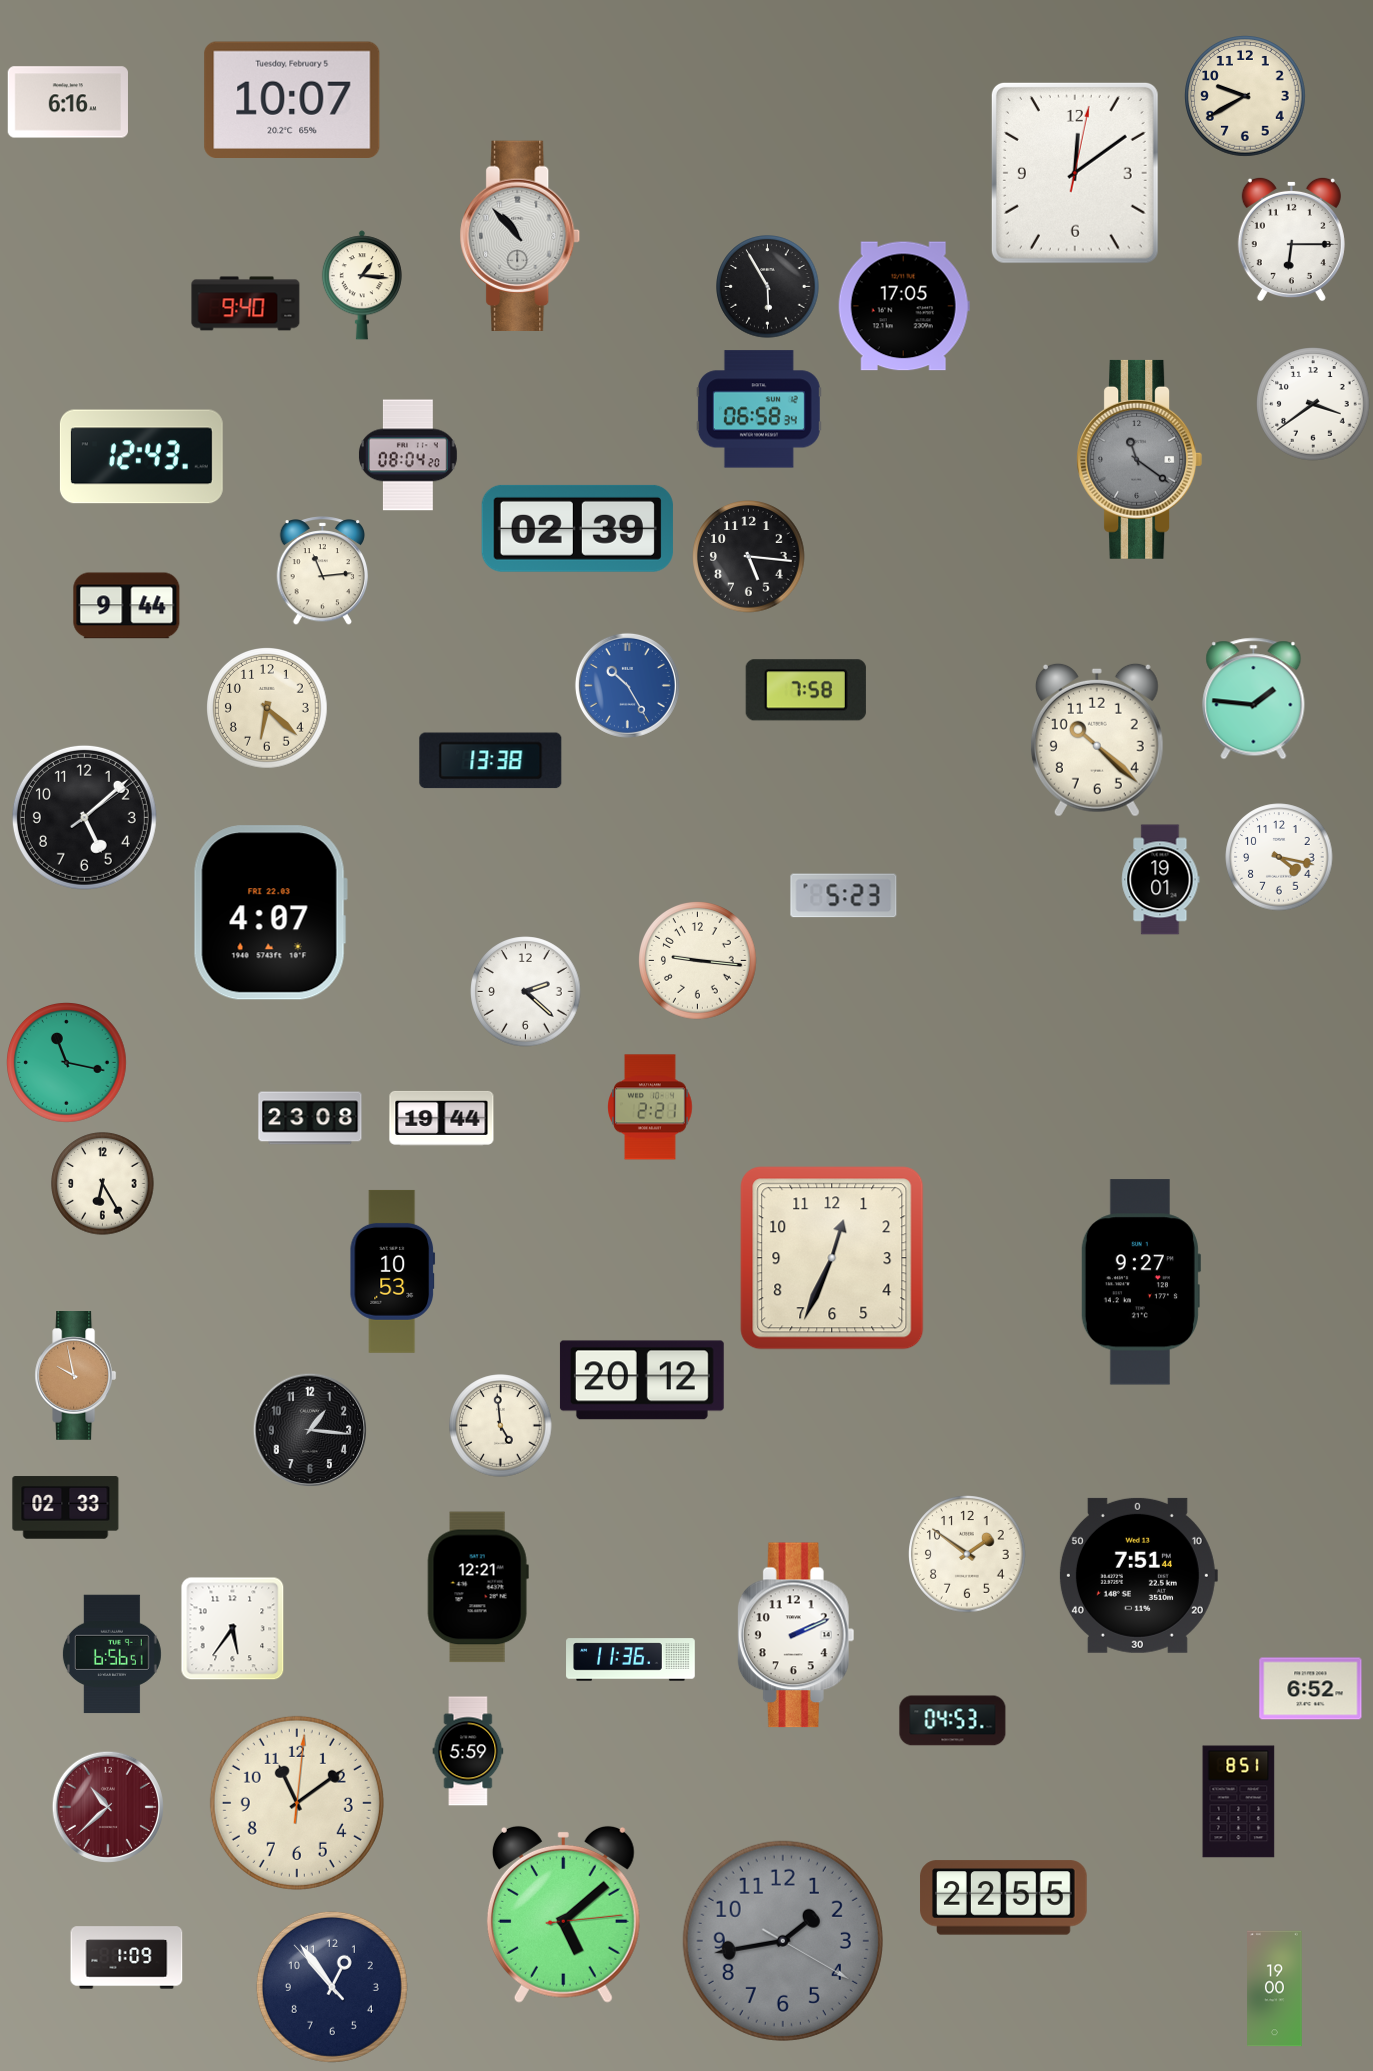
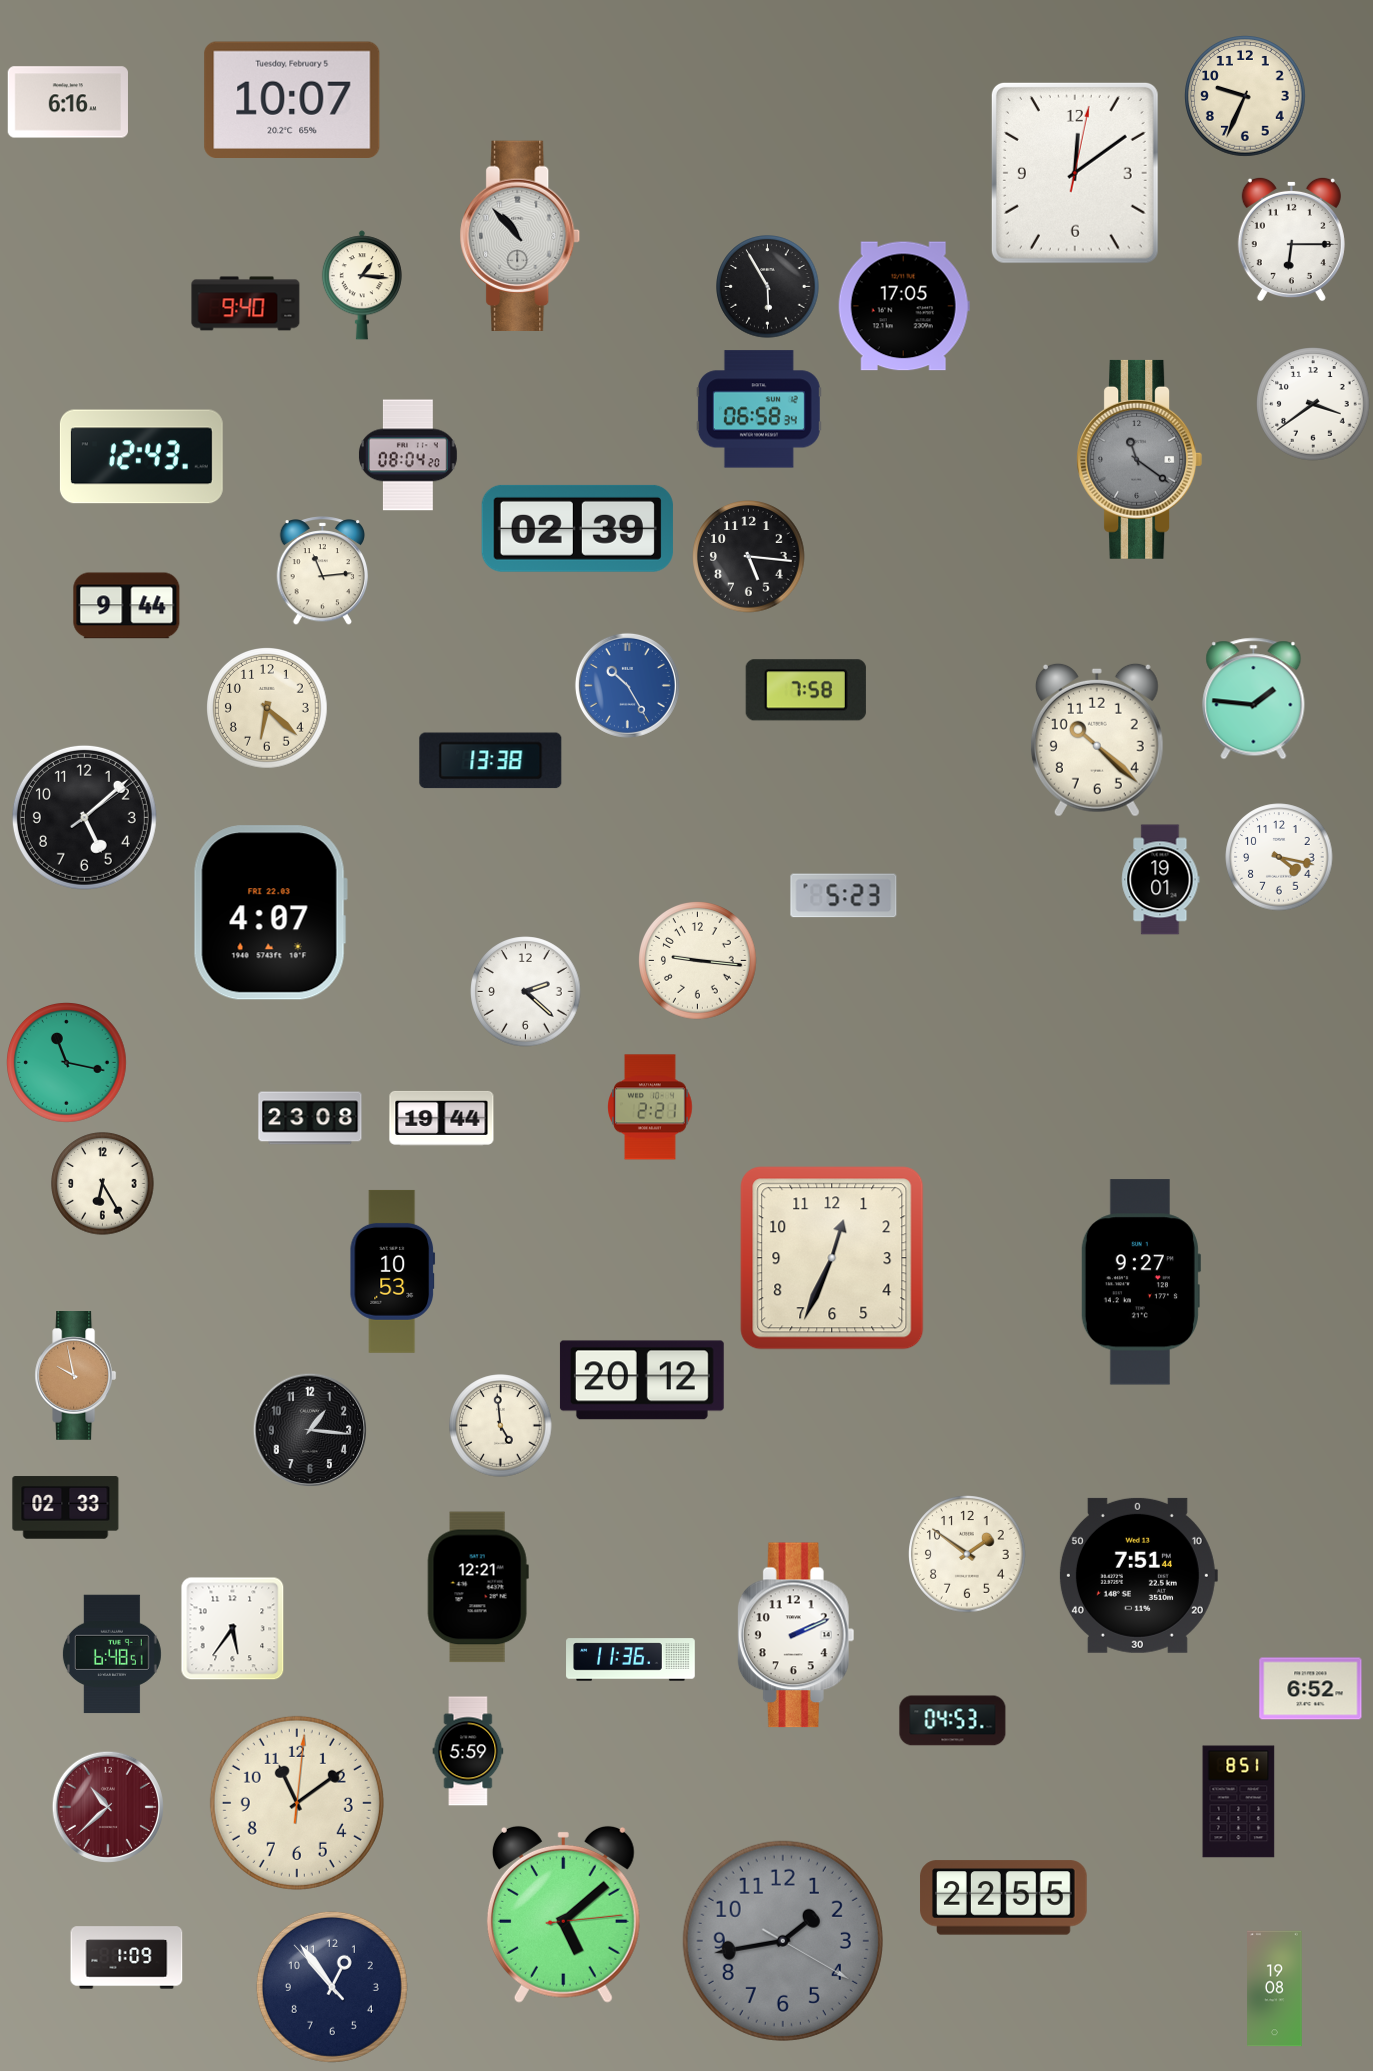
clock at (1246, 97): 9:40 -> 9:34
clock at (112, 1654): 6:56 -> 6:48
clock at (1275, 1989): 19:00 -> 19:08
